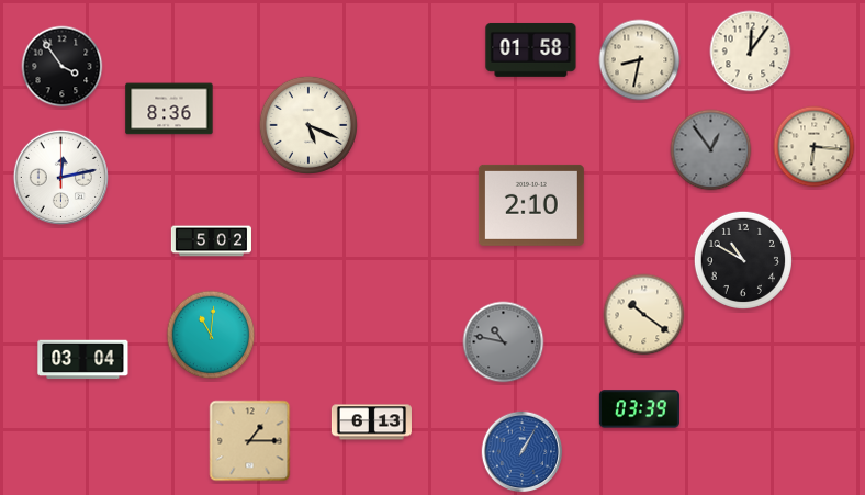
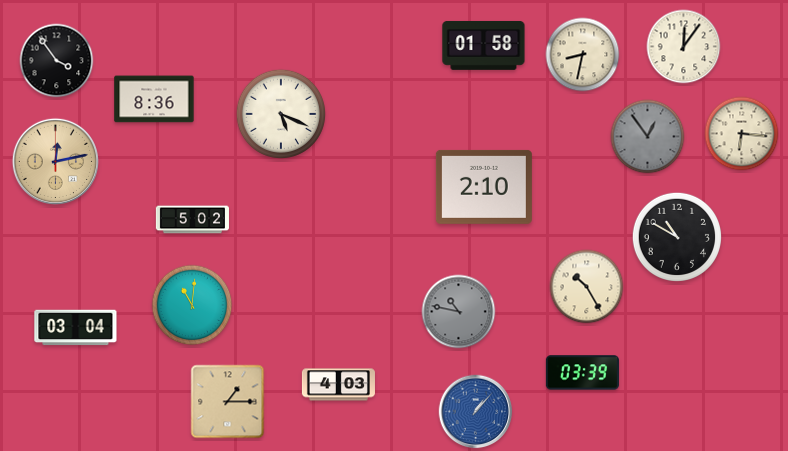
clock at (60, 177) dial: white -> champagne
clock at (644, 315): 10:21 -> 10:25
clock at (371, 423): 6:13 -> 4:03
clock at (523, 452): 1:05 -> 1:07
